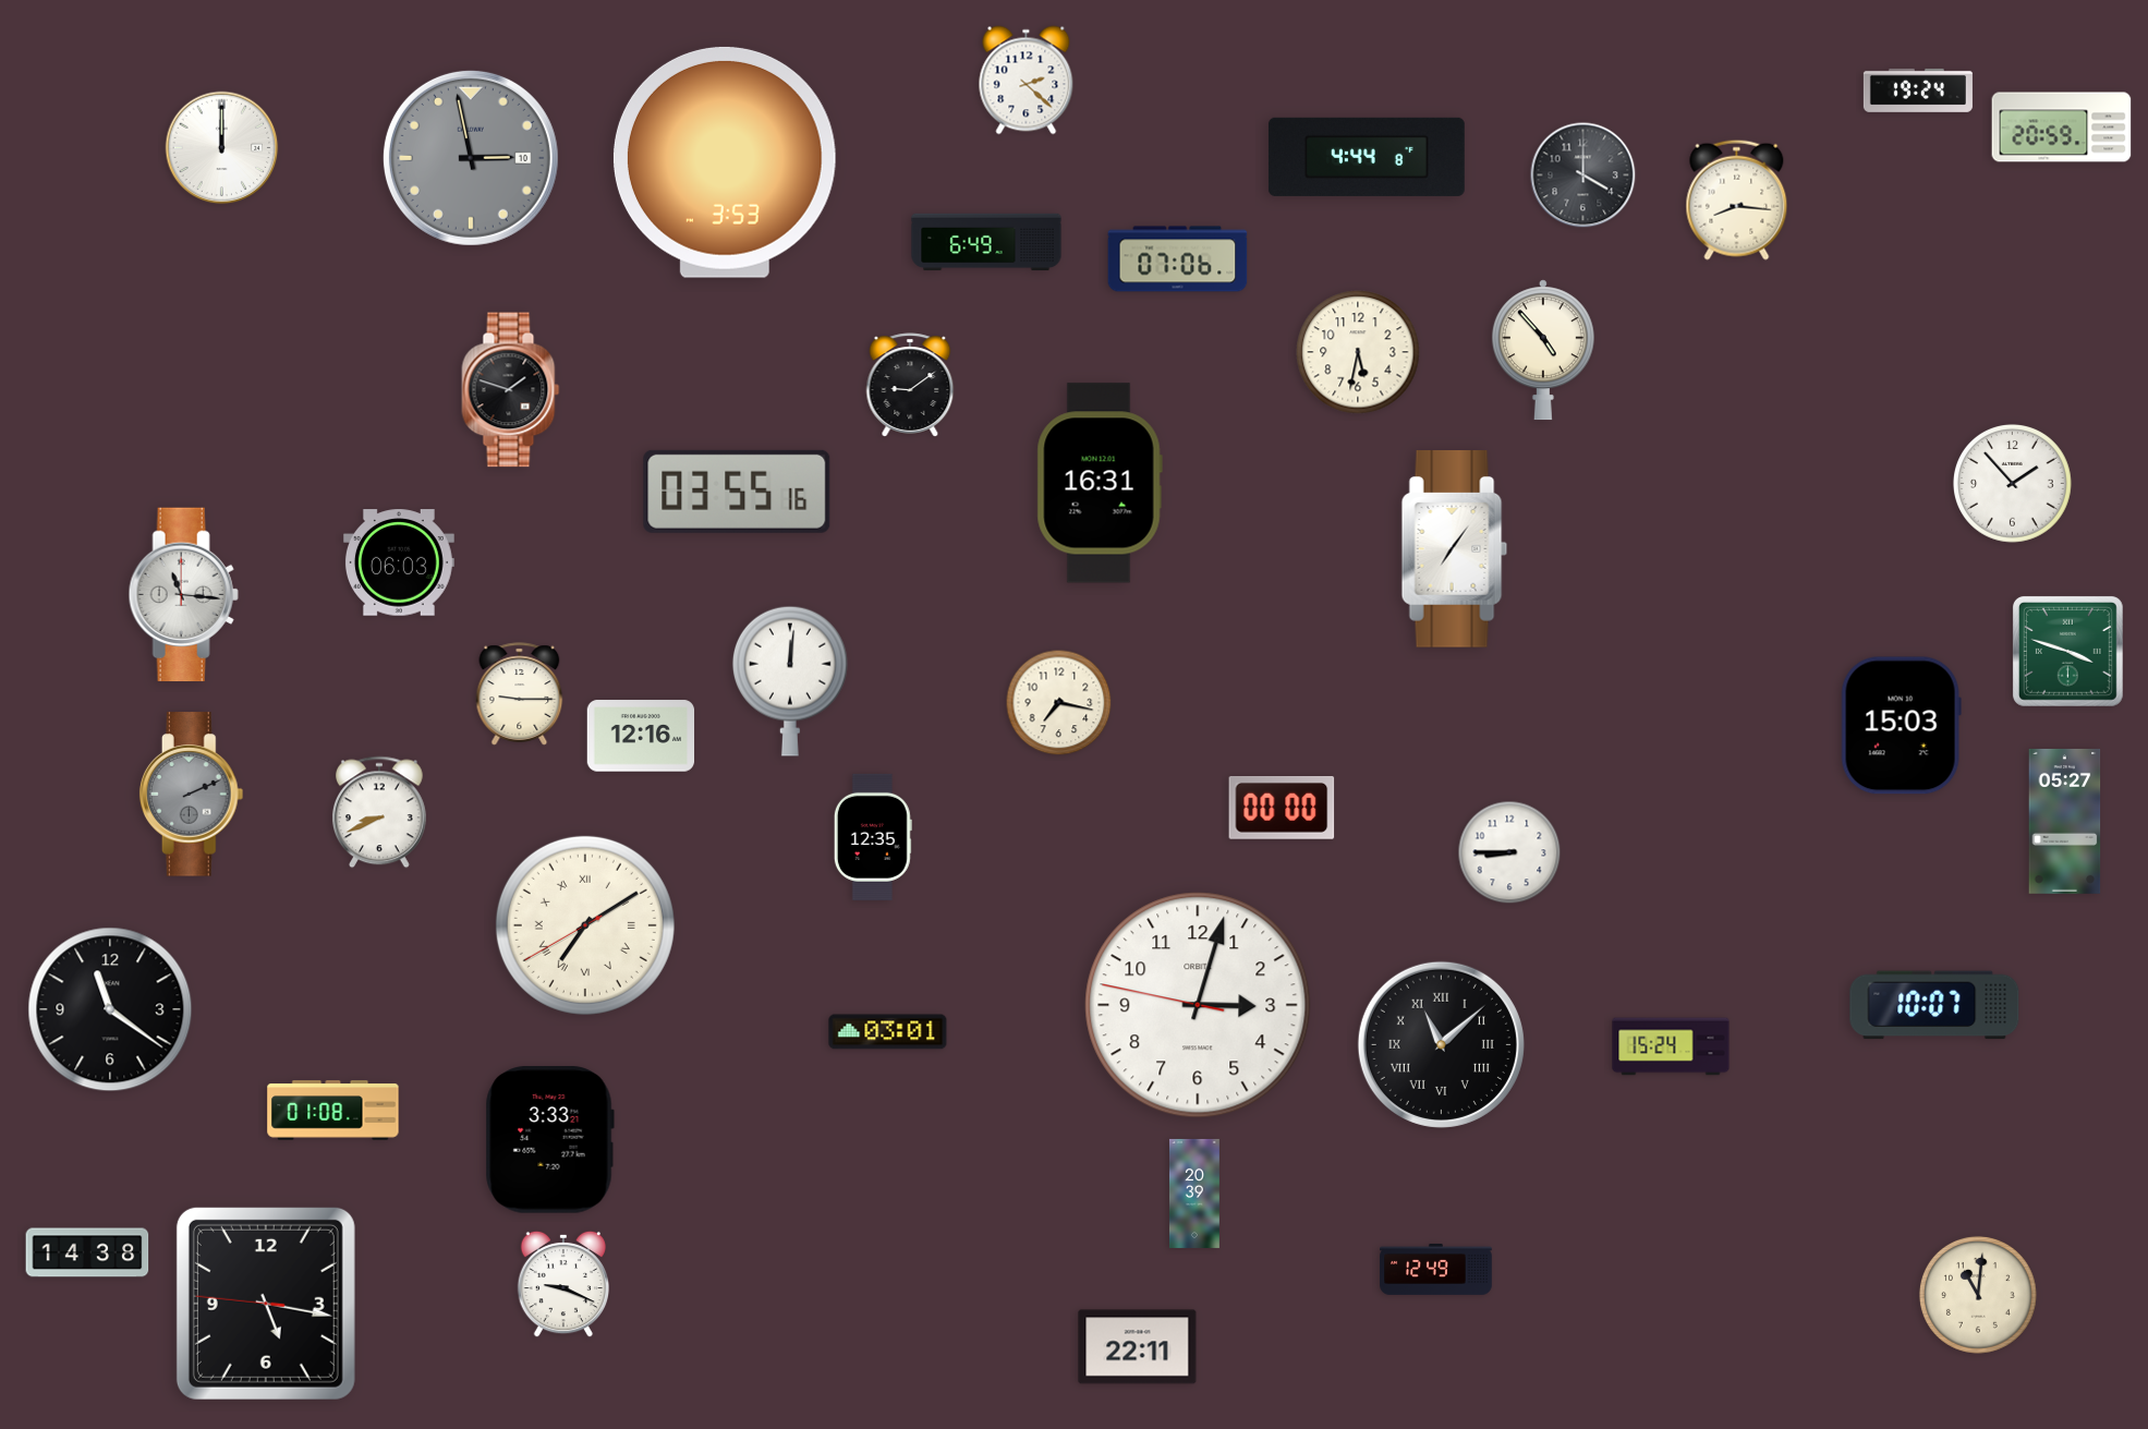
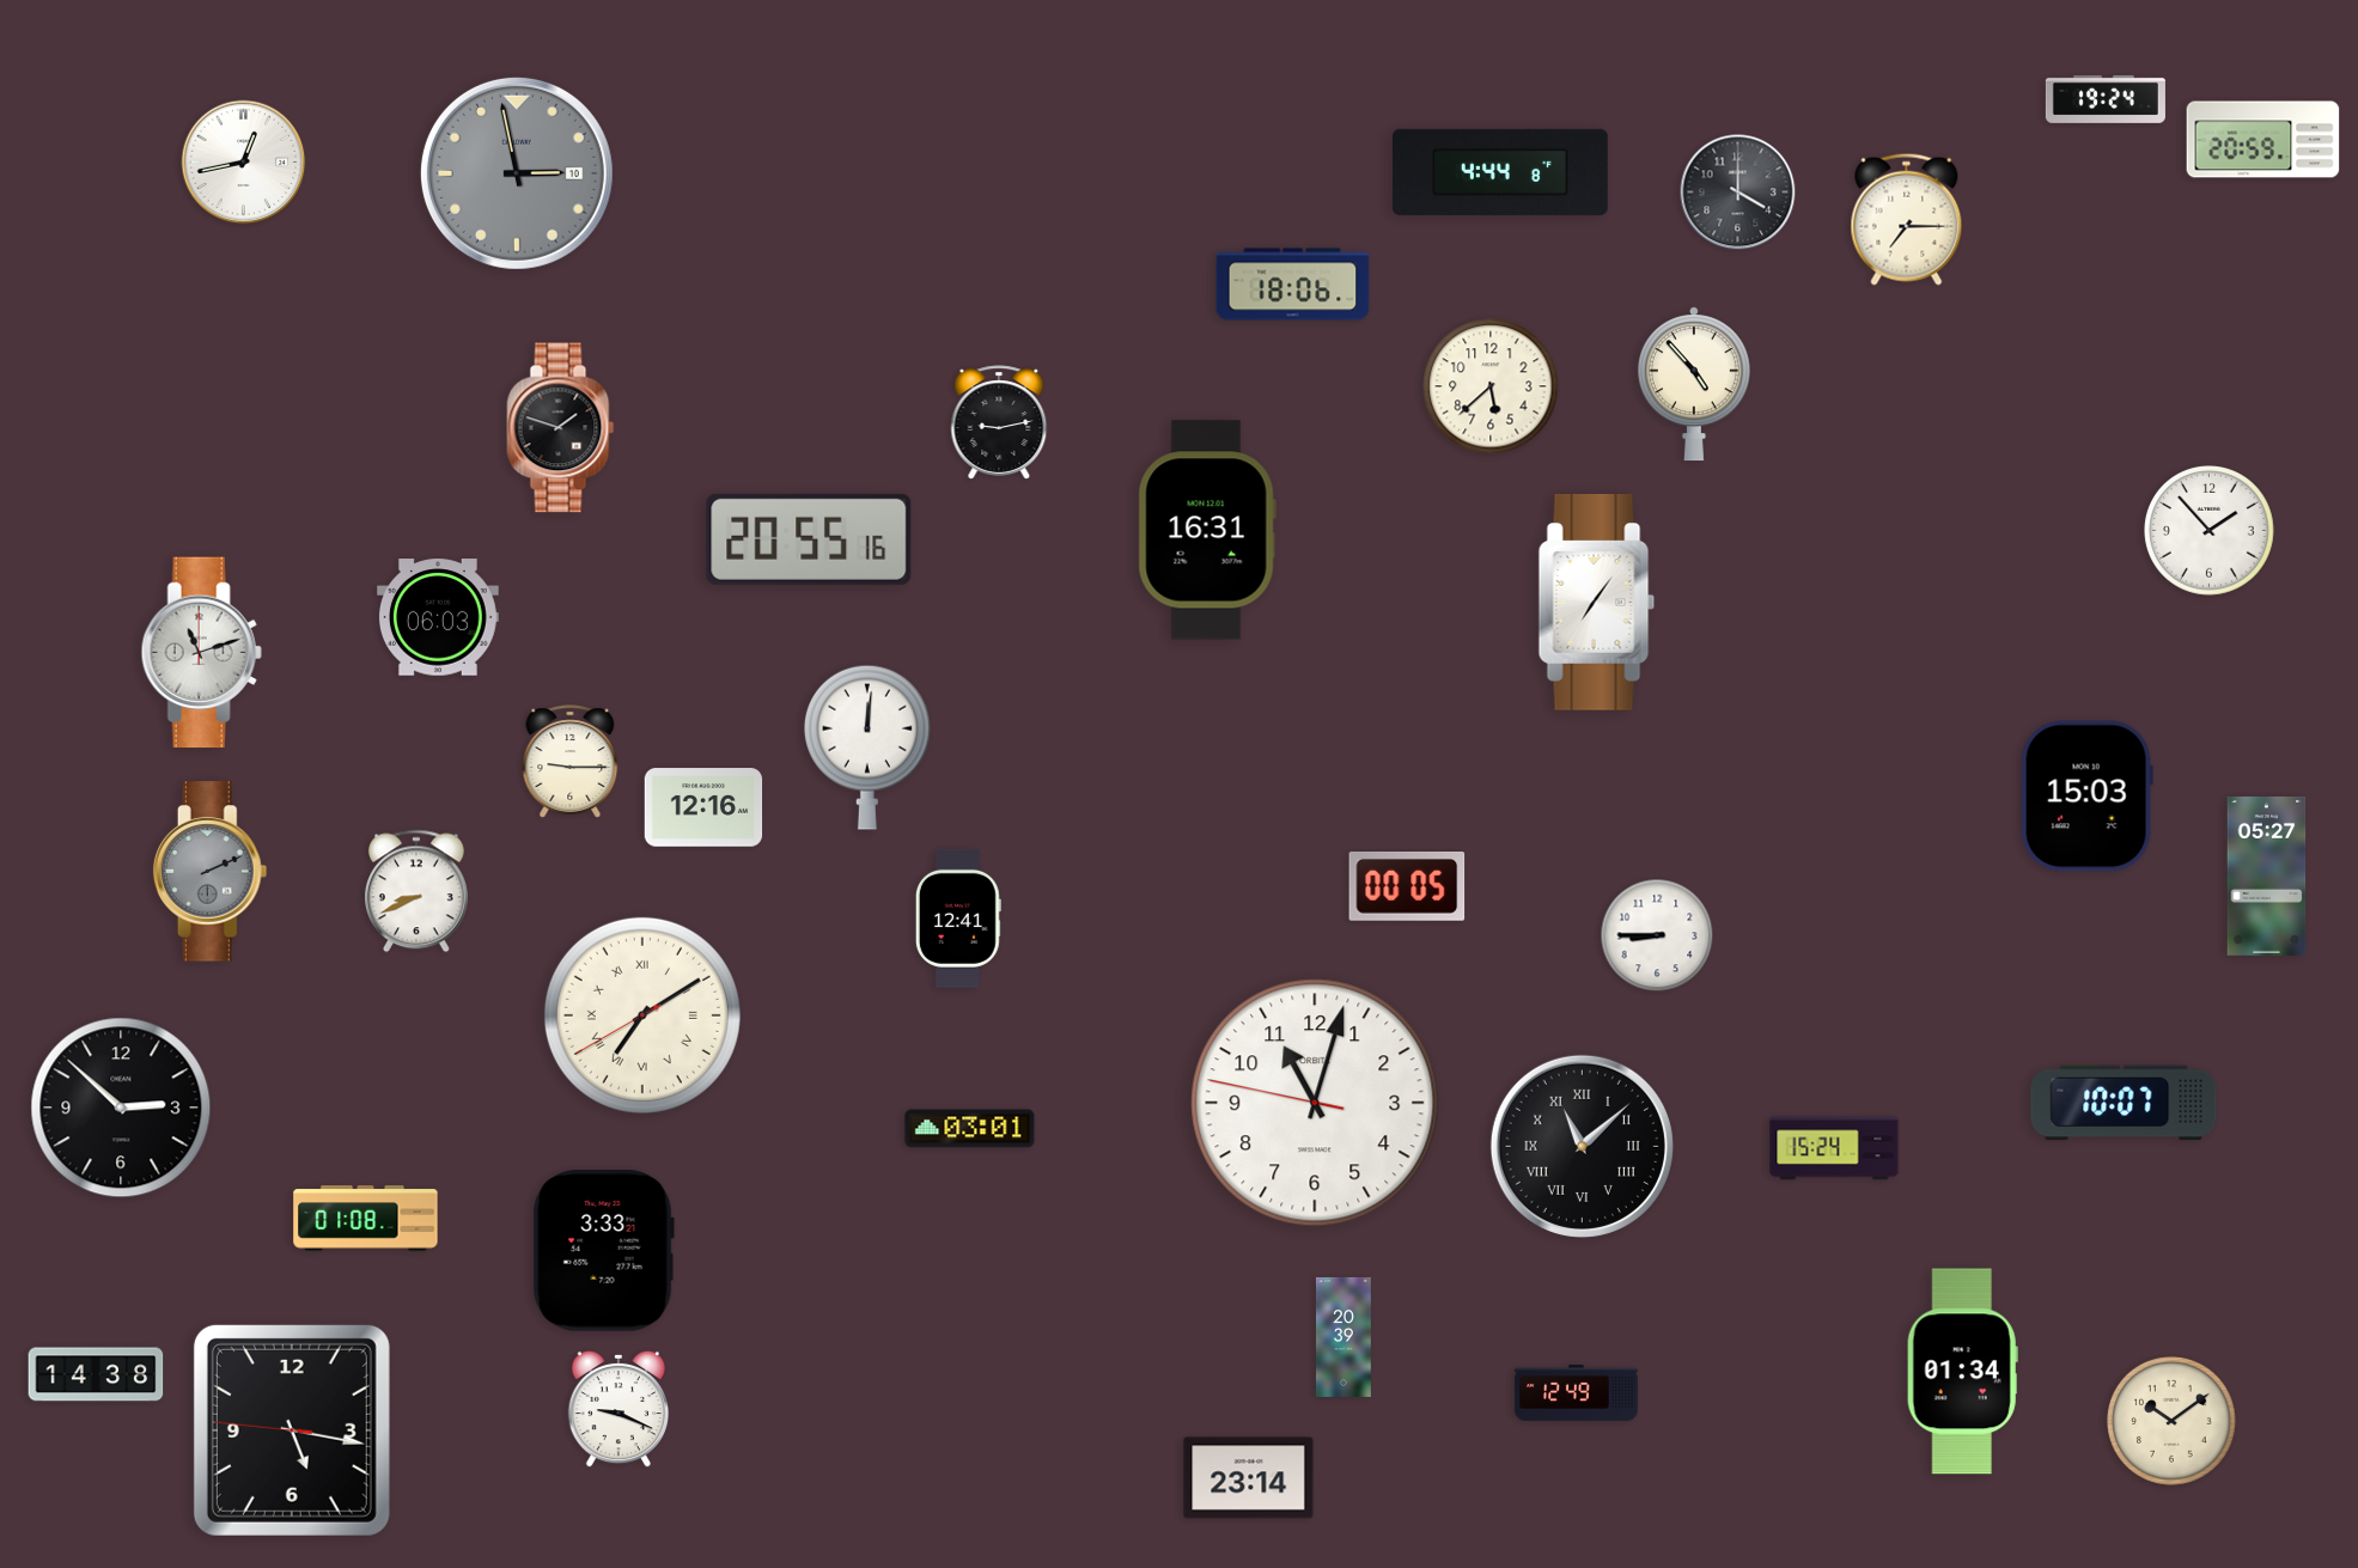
clock at (1027, 81): 2:22 -> none
clock at (222, 148): 12:00 -> 12:43
clock at (725, 162): 3:53 -> none
clock at (1737, 199): 8:16 -> 7:15
clock at (986, 242): 6:49 -> none
clock at (1178, 259): 07:06 -> 18:06
clock at (1358, 352): 5:32 -> 5:38
clock at (910, 385): 9:09 -> 9:13
clock at (737, 492): 03:55 -> 20:55
clock at (183, 595): 11:16 -> 11:12
clock at (2067, 651): 3:48 -> none
clock at (1059, 703): 7:17 -> none
clock at (1282, 809): 00:00 -> 00:05
clock at (2065, 821) position: (2065, 821) -> (2267, 875)
clock at (873, 837): 12:35 -> 12:41
clock at (1198, 1005): 3:02 -> 11:02
clock at (110, 1009): 11:21 -> 2:52
clock at (888, 1032) position: (888, 1032) -> (970, 1129)
clock at (1194, 1194) position: (1194, 1194) -> (1343, 1337)
clock at (1962, 1372): none -> 01:34
clock at (1978, 1295): 11:01 -> 10:09
clock at (1138, 1347): 22:11 -> 23:14
